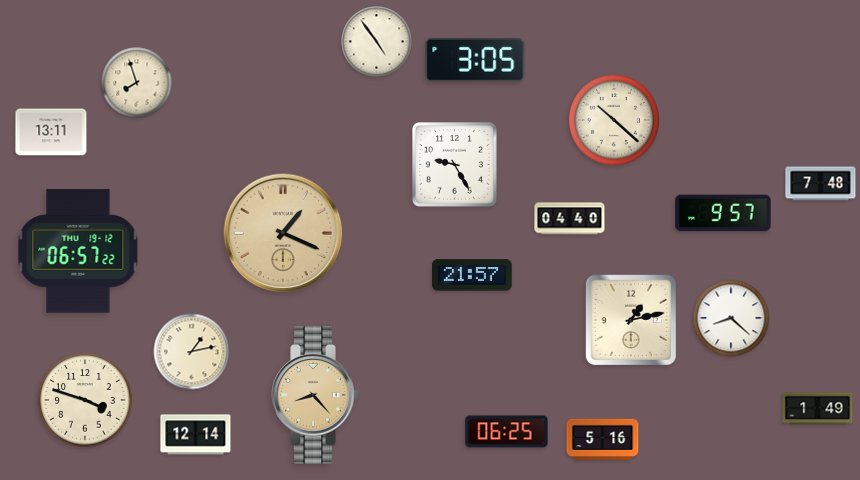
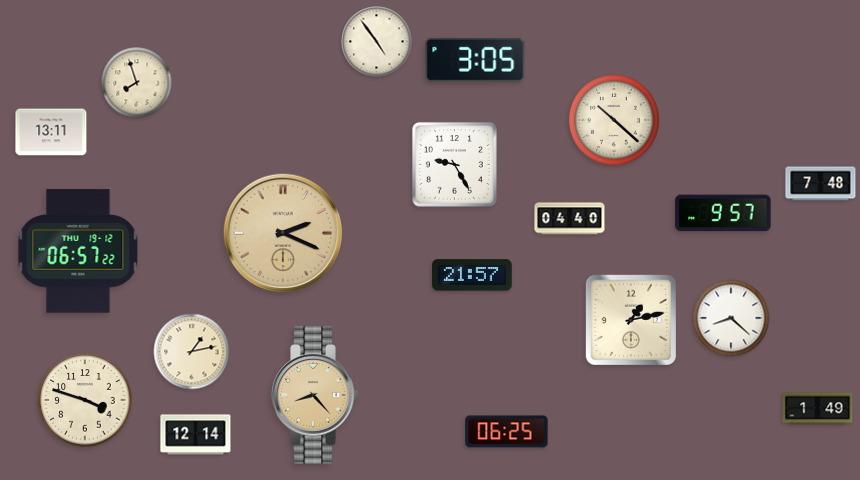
clock at (283, 233): 1:19 -> 2:19
clock at (603, 439): 5:16 -> none
